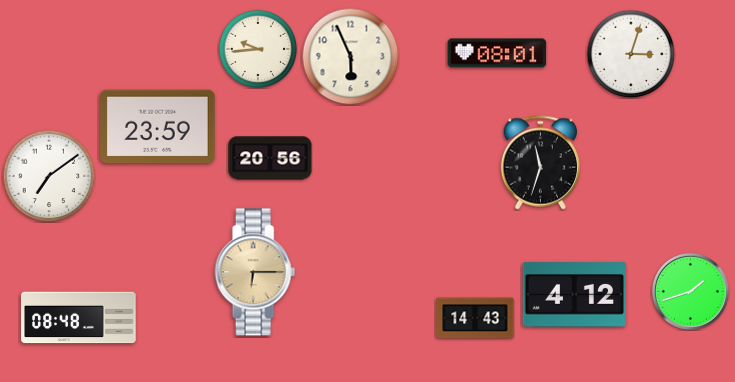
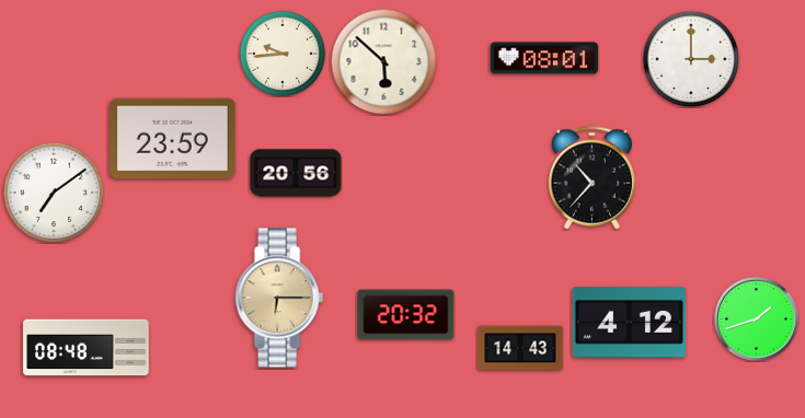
clock at (631, 54): 3:03 -> 3:00
clock at (350, 56): 5:56 -> 5:52
clock at (540, 163): 11:33 -> 10:37
clock at (406, 315): none -> 20:32
